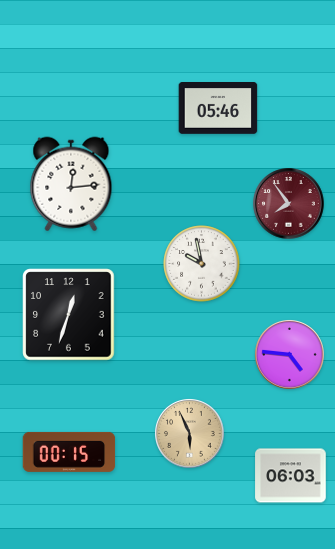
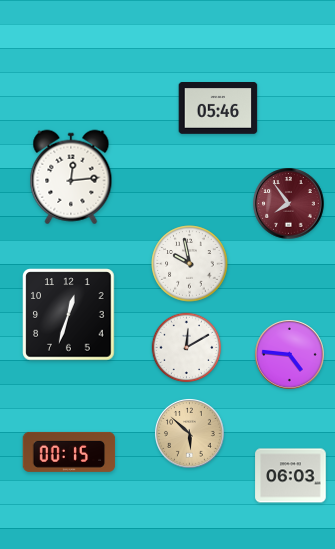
clock at (71, 184) position: (71, 184) -> (71, 177)
clock at (202, 264) position: (202, 264) -> (190, 264)
clock at (187, 348): none -> 12:10
clock at (190, 434): 5:56 -> 5:52
